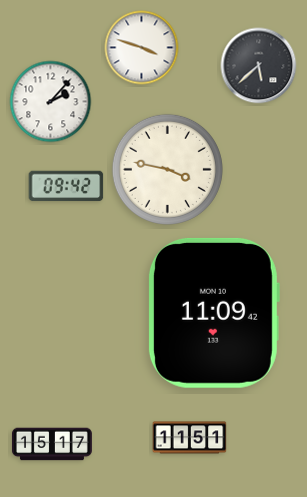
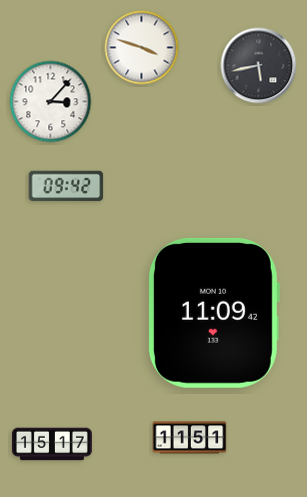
clock at (259, 66): 5:38 -> 5:43
clock at (51, 102): 2:07 -> 3:07
clock at (167, 169): 3:47 -> none
